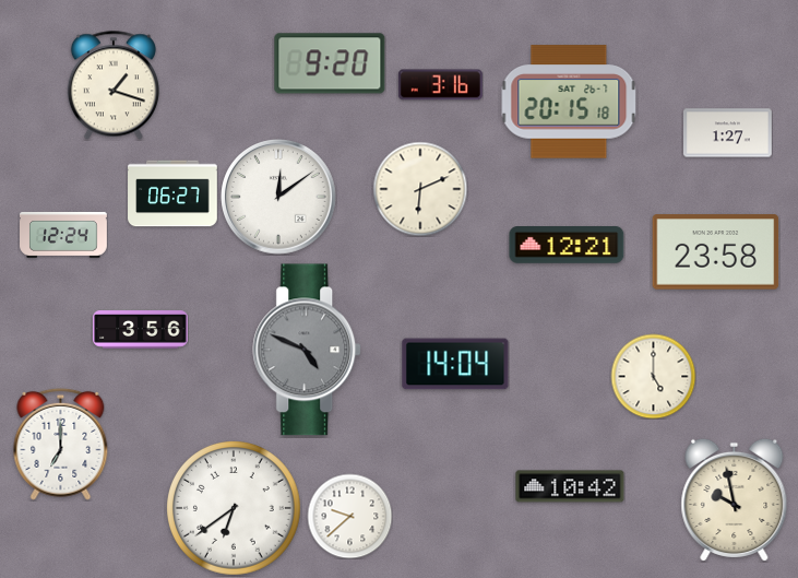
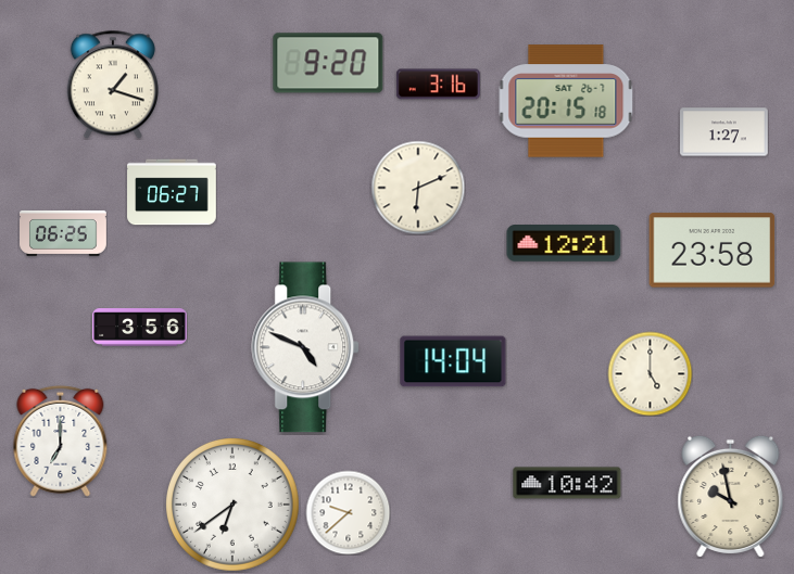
clock at (278, 197): 12:09 -> none
clock at (64, 235): 12:24 -> 06:25
clock at (308, 350) dial: grey -> white
